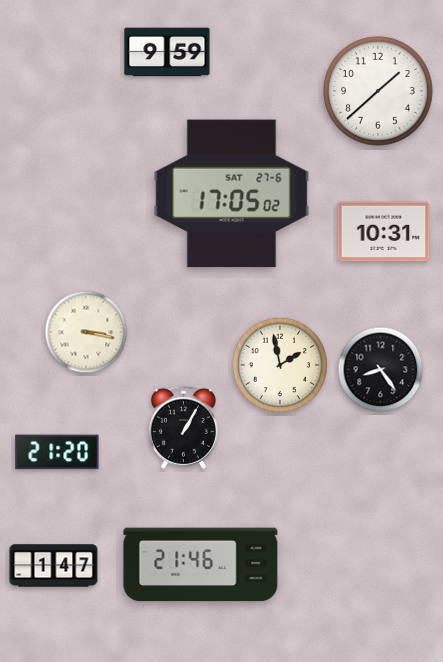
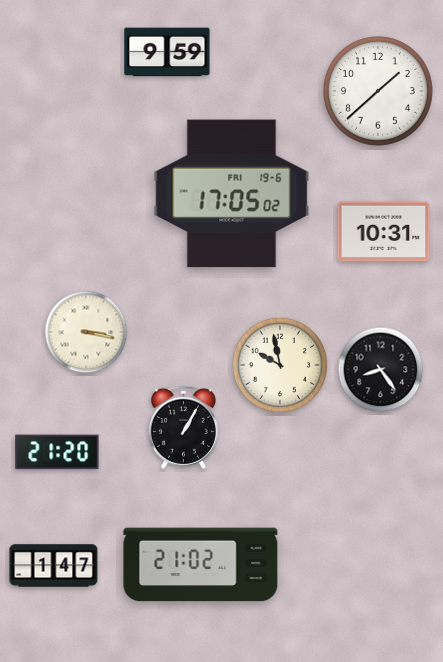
clock at (232, 194) date: SAT 27-6 -> FRI 19-6
clock at (279, 364): 1:58 -> 9:58
clock at (201, 565): 21:46 -> 21:02
